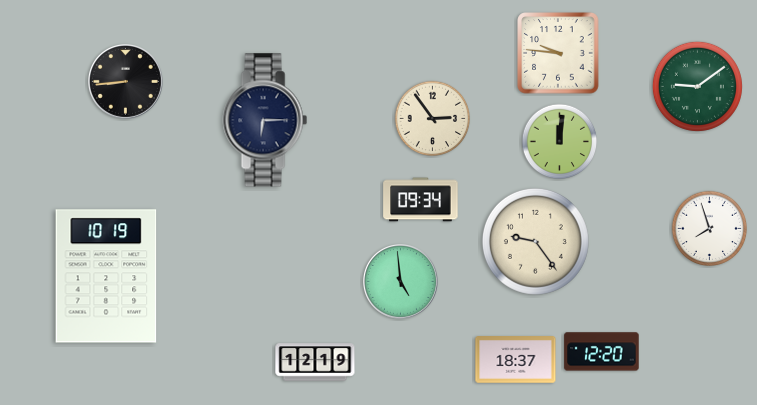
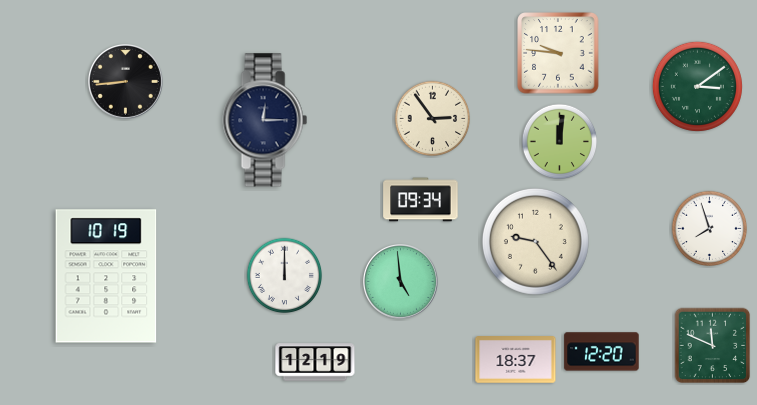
clock at (697, 86): 9:09 -> 3:09
clock at (265, 120): 6:15 -> 12:15
clock at (285, 276): none -> 12:00
clock at (713, 346): none -> 11:49
